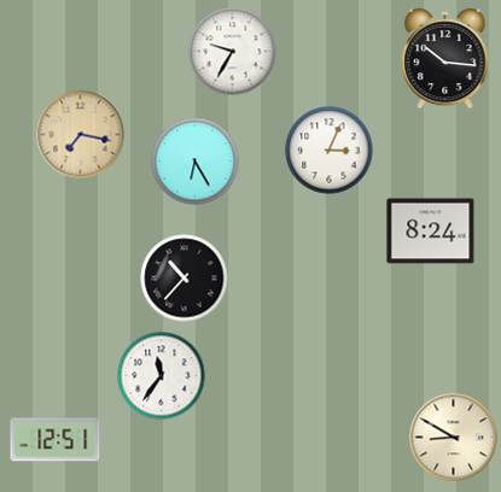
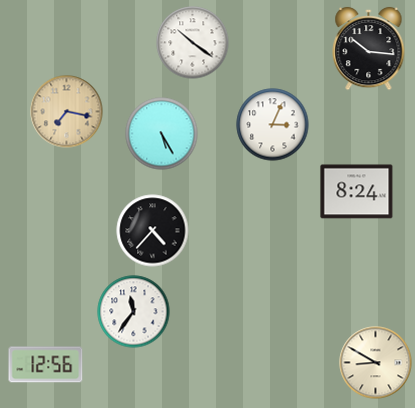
clock at (233, 52): 9:35 -> 10:21
clock at (196, 162): 6:25 -> 5:25
clock at (185, 279): 10:37 -> 4:37
clock at (56, 440): 12:51 -> 12:56
